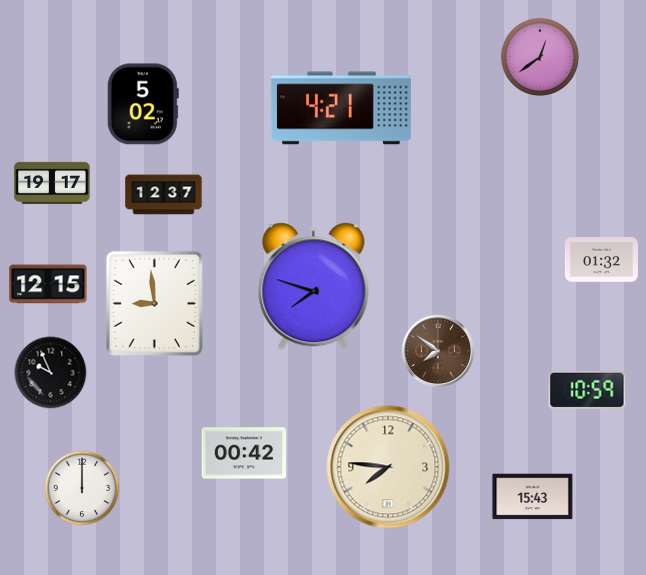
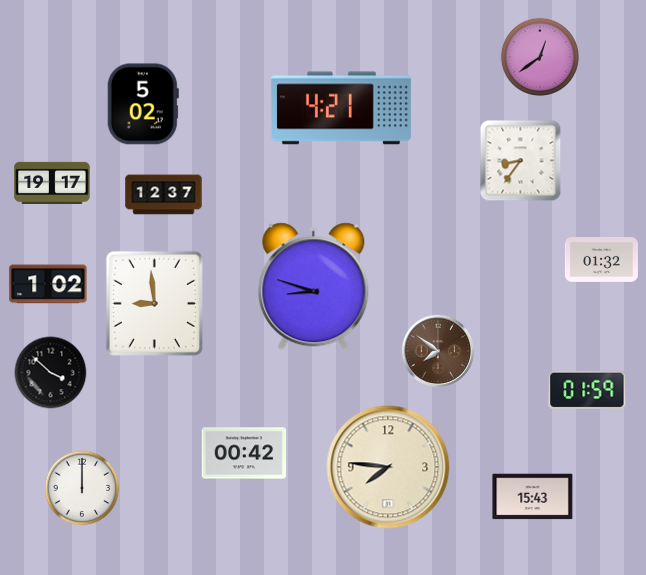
clock at (521, 161): none -> 8:36
clock at (48, 284): 12:15 -> 1:02
clock at (314, 287): 7:48 -> 8:48
clock at (51, 373): 9:56 -> 3:52
clock at (587, 390): 10:59 -> 01:59
